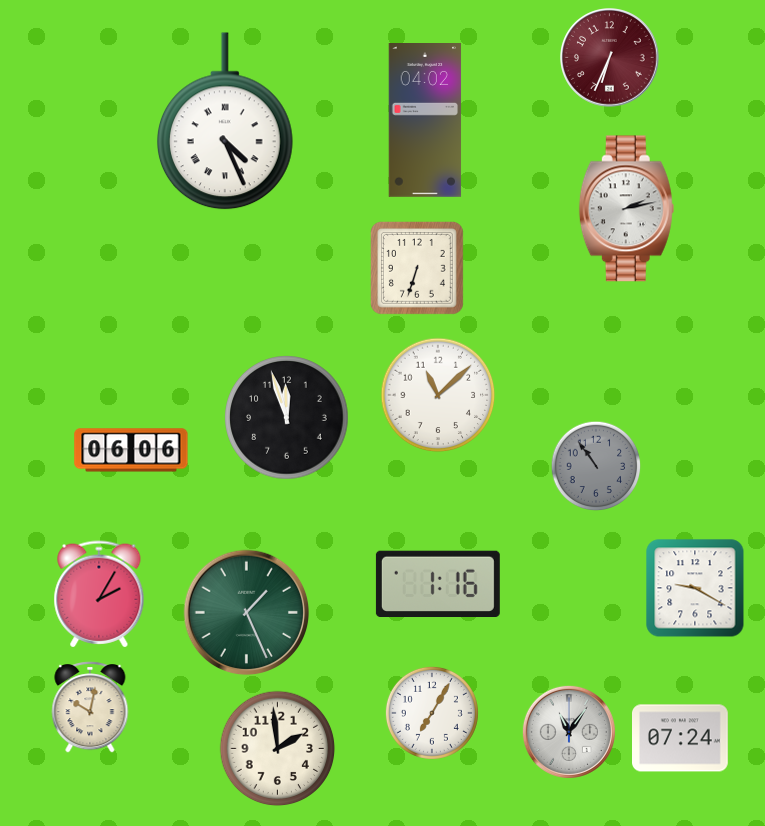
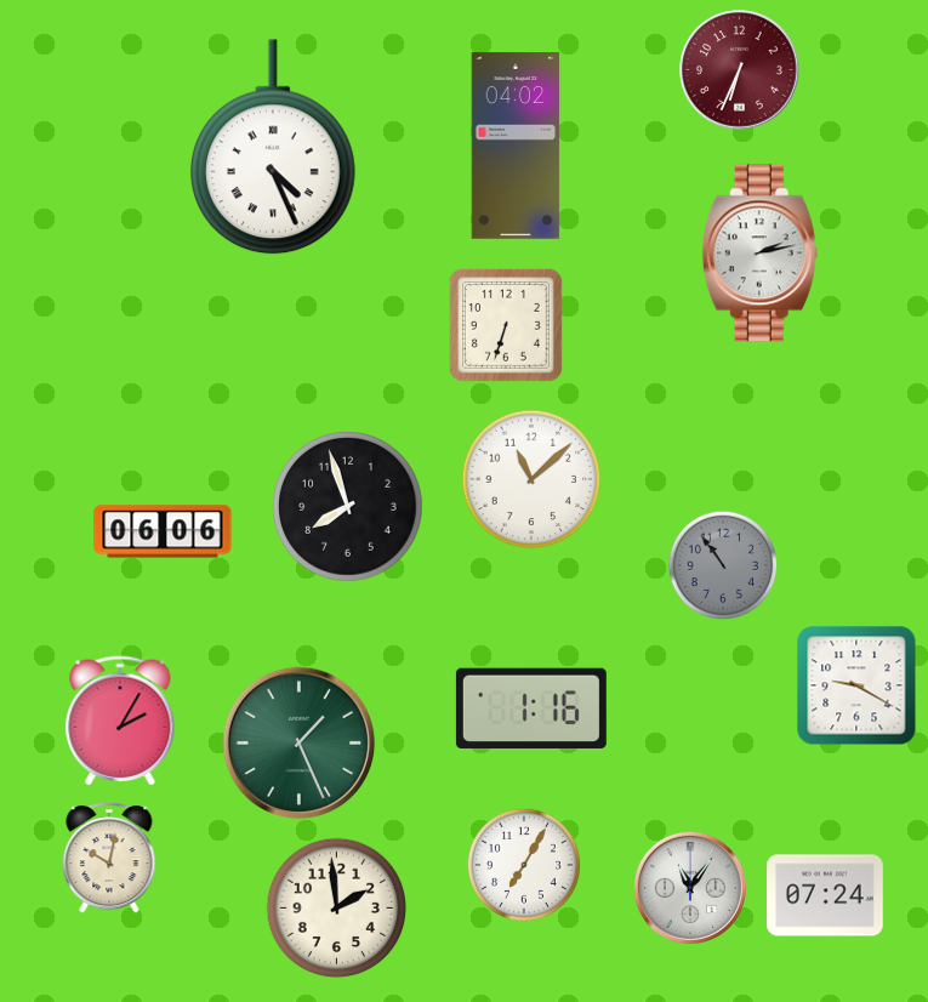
clock at (287, 418): 11:57 -> 7:57
clock at (131, 450) position: (131, 450) -> (163, 531)
clock at (695, 588) position: (695, 588) -> (856, 685)
